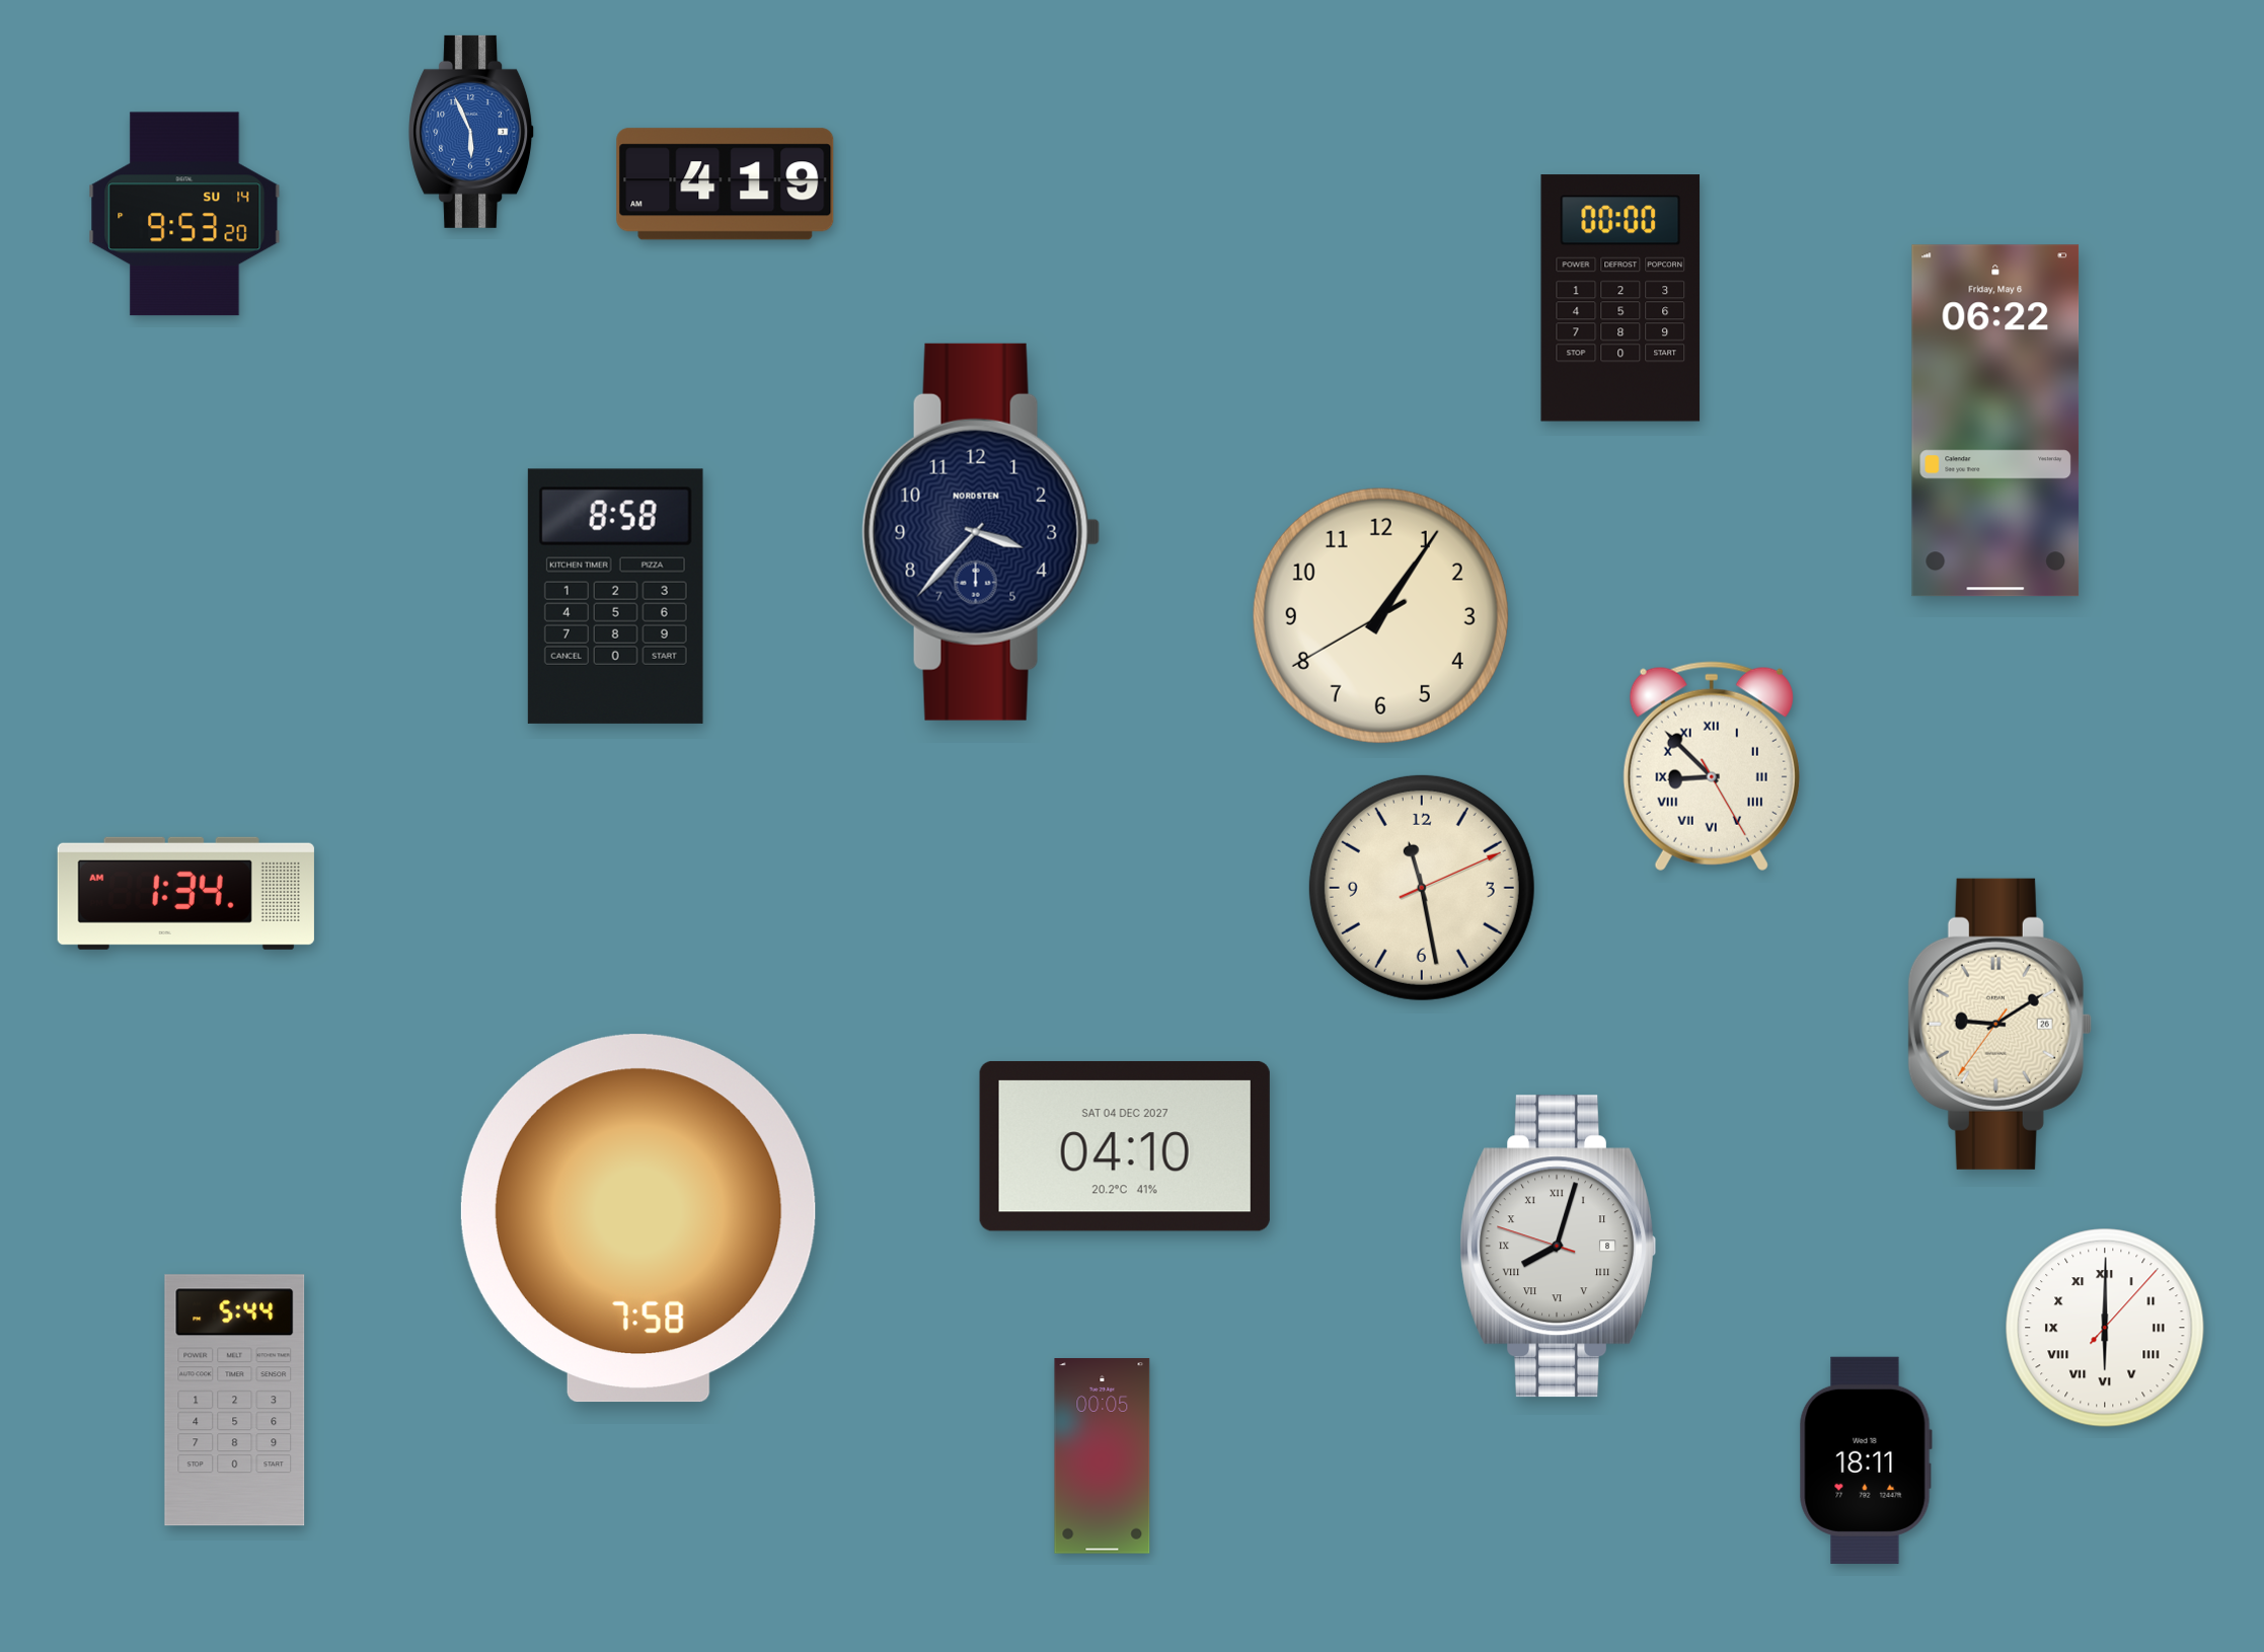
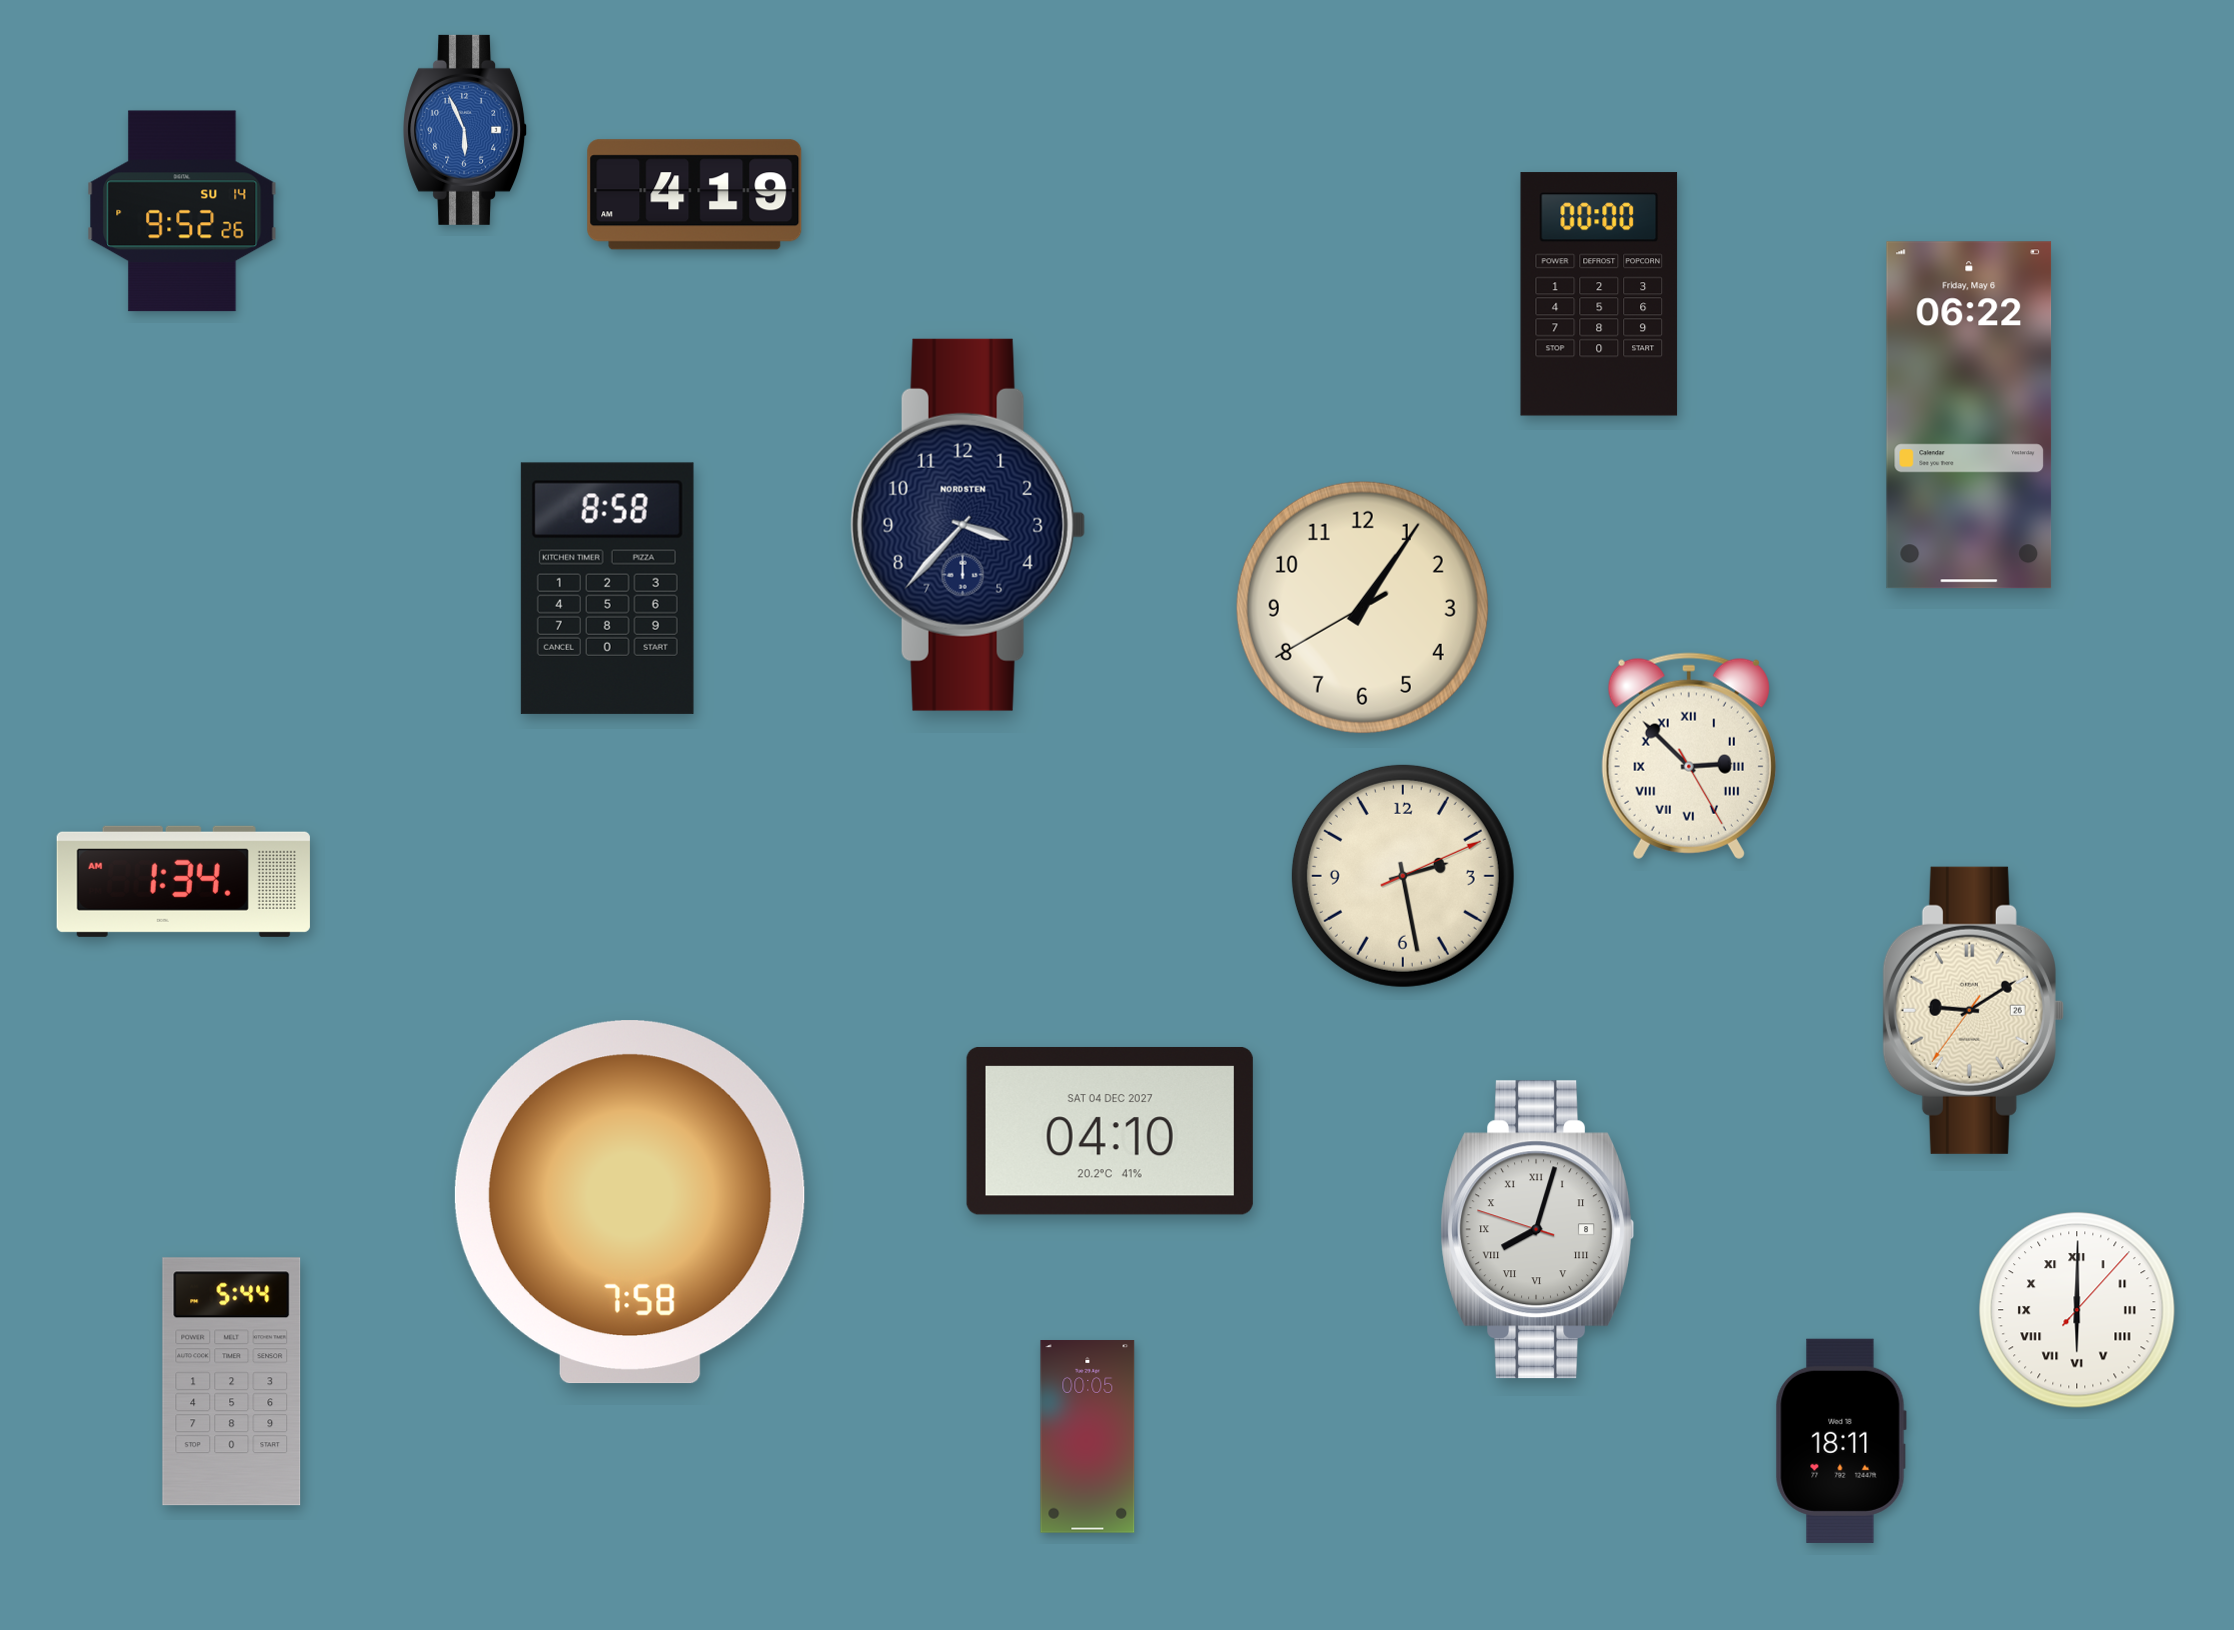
clock at (726, 184) position: (726, 184) -> (695, 195)
clock at (184, 214): 9:53 -> 9:52
clock at (1712, 766): 8:52 -> 2:52
clock at (1422, 888): 11:28 -> 2:28
